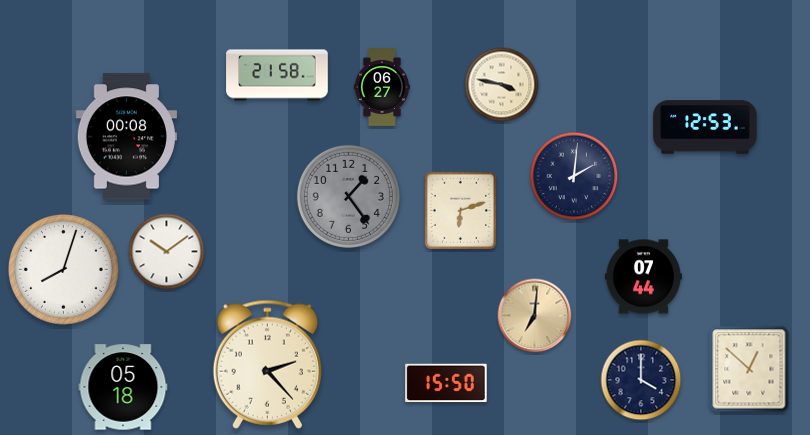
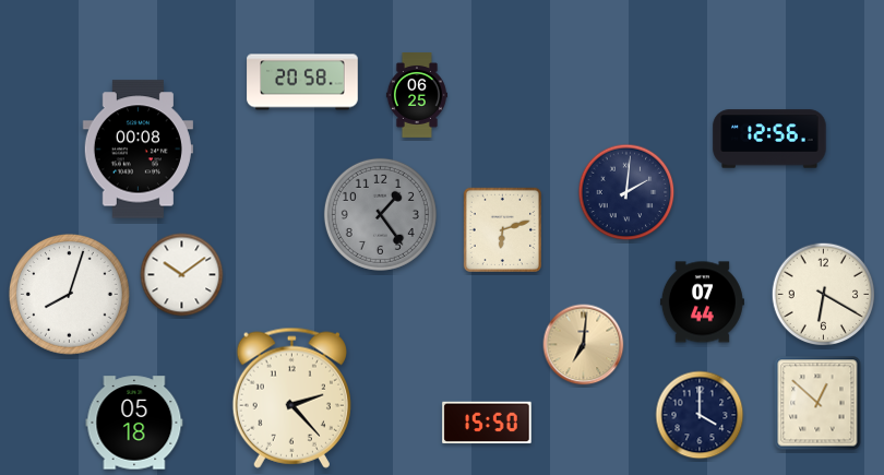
clock at (277, 75): 21:58 -> 20:58
clock at (502, 85): 3:47 -> none
clock at (382, 88): 06:27 -> 06:25
clock at (705, 127): 12:53 -> 12:56
clock at (824, 295): none -> 6:20
clock at (446, 383) position: (446, 383) -> (487, 423)
